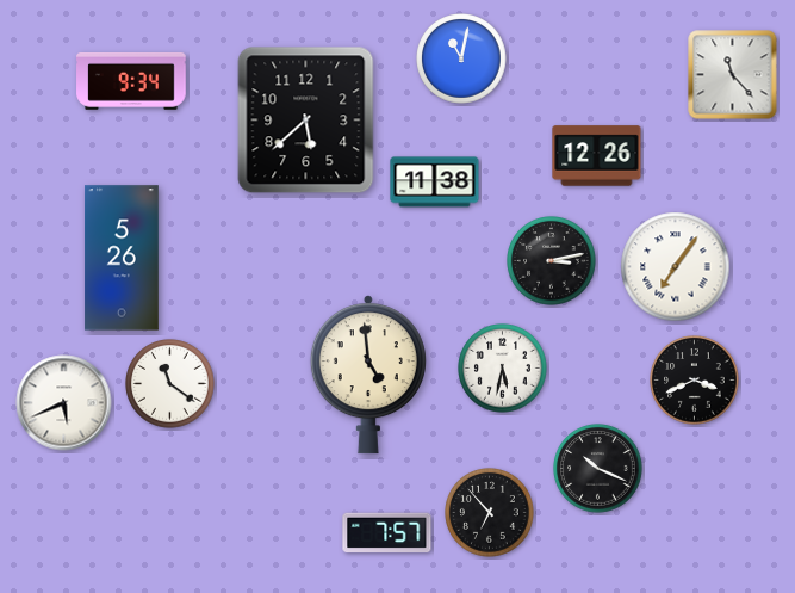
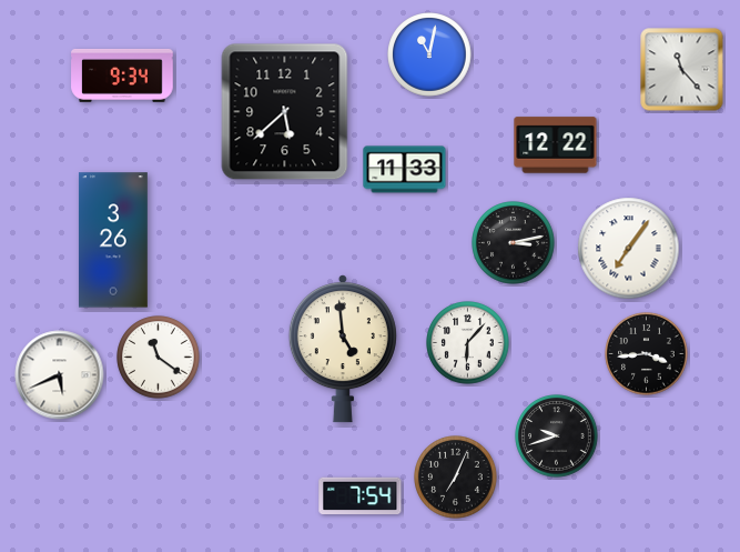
clock at (597, 156): 12:26 -> 12:22
clock at (435, 183): 11:38 -> 11:33
clock at (122, 258): 5:26 -> 3:26
clock at (503, 369): 5:32 -> 6:07
clock at (695, 381): 3:41 -> 3:44
clock at (598, 469): 10:19 -> 9:42
clock at (490, 513): 6:53 -> 7:04
clock at (387, 533): 7:57 -> 7:54
